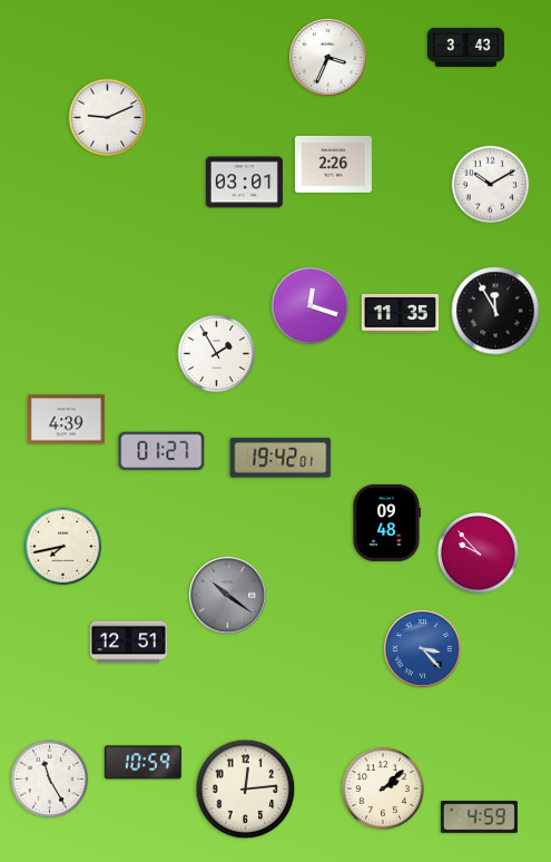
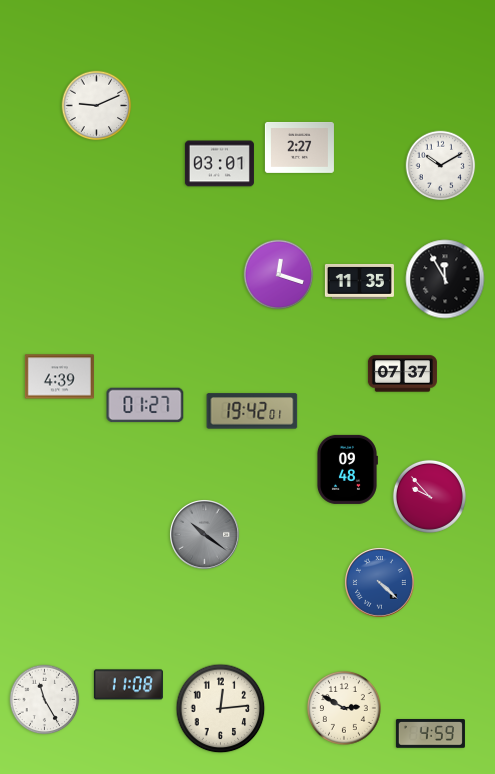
clock at (465, 47): 3:43 -> none
clock at (328, 58): 3:34 -> none
clock at (333, 164): 2:26 -> 2:27
clock at (217, 354): 1:55 -> none
clock at (402, 374): none -> 07:37
clock at (63, 547): 7:43 -> none
clock at (128, 643): 12:51 -> none
clock at (423, 649): 3:23 -> 4:22
clock at (142, 763): 10:59 -> 11:08
clock at (383, 788): 2:08 -> 2:50
